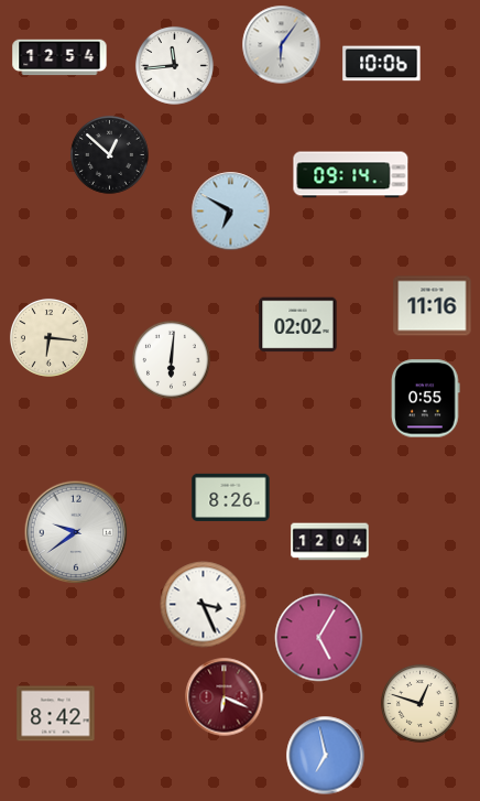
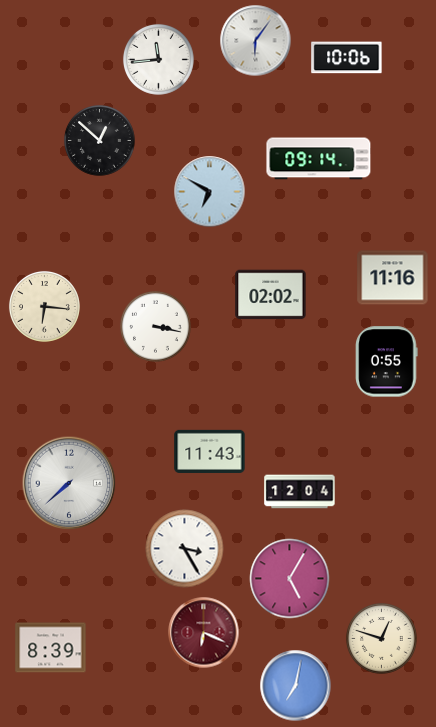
clock at (59, 57): 12:54 -> none
clock at (172, 360): 6:01 -> 3:17
clock at (231, 497): 8:26 -> 11:43
clock at (76, 532): 9:39 -> 7:38
clock at (204, 605): 3:26 -> 3:25
clock at (56, 714): 8:42 -> 8:39
clock at (326, 756): 6:58 -> 7:02
